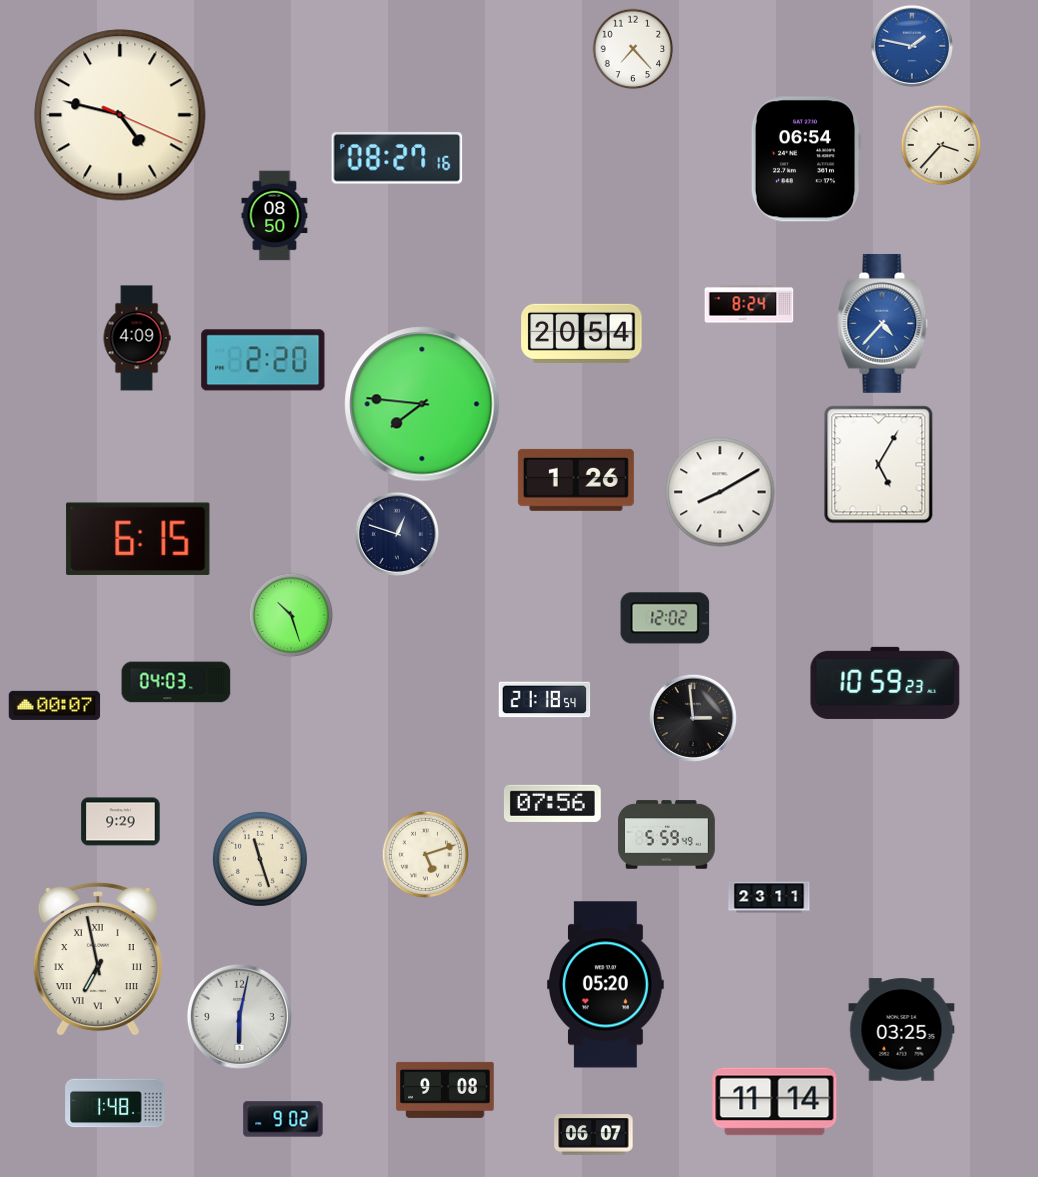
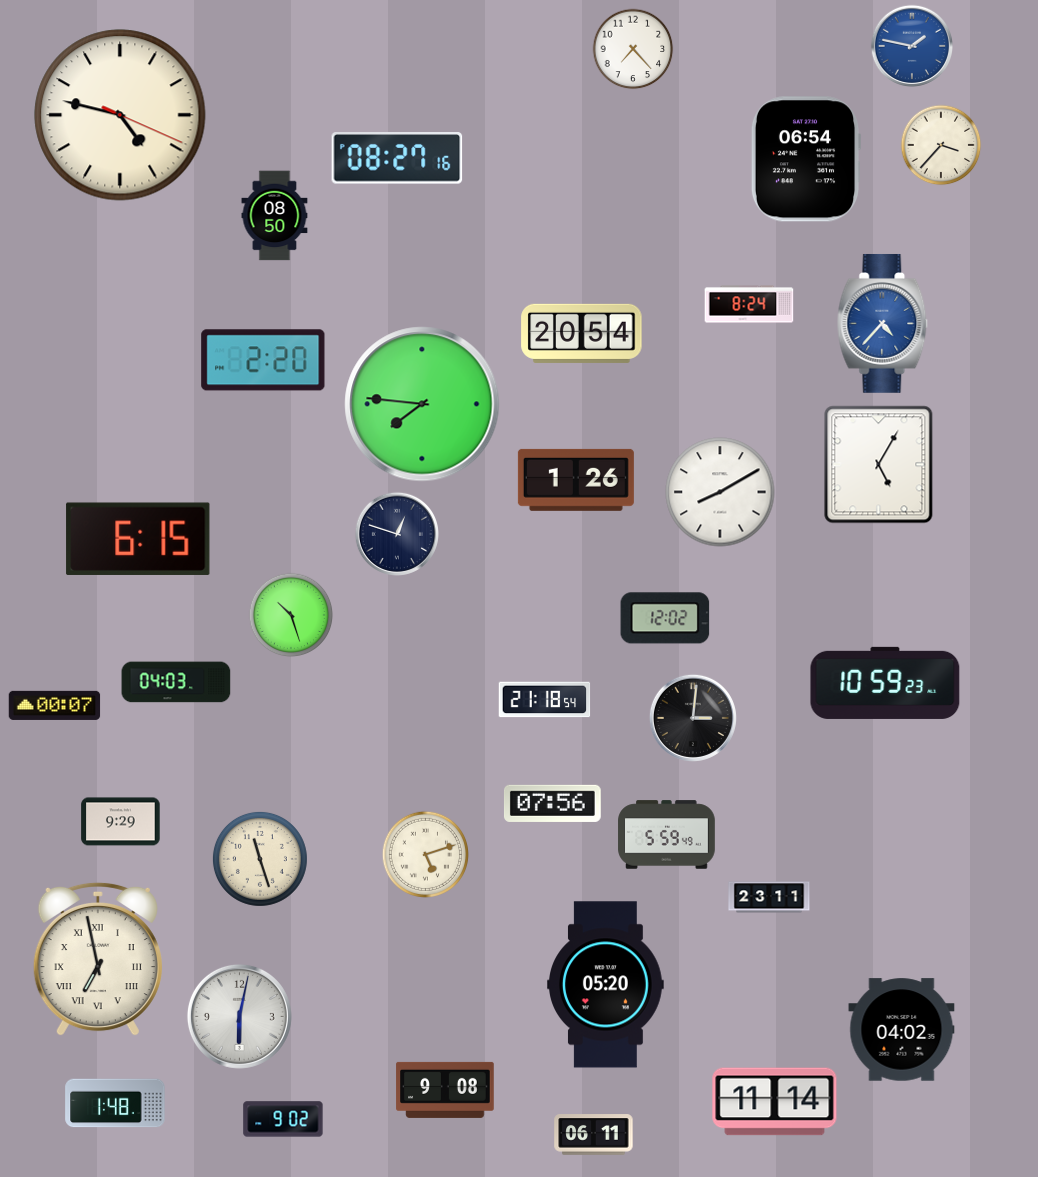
clock at (137, 338): 4:09 -> none
clock at (693, 718): 2:59 -> 3:01
clock at (902, 1030): 03:25 -> 04:02
clock at (594, 1135): 06:07 -> 06:11
